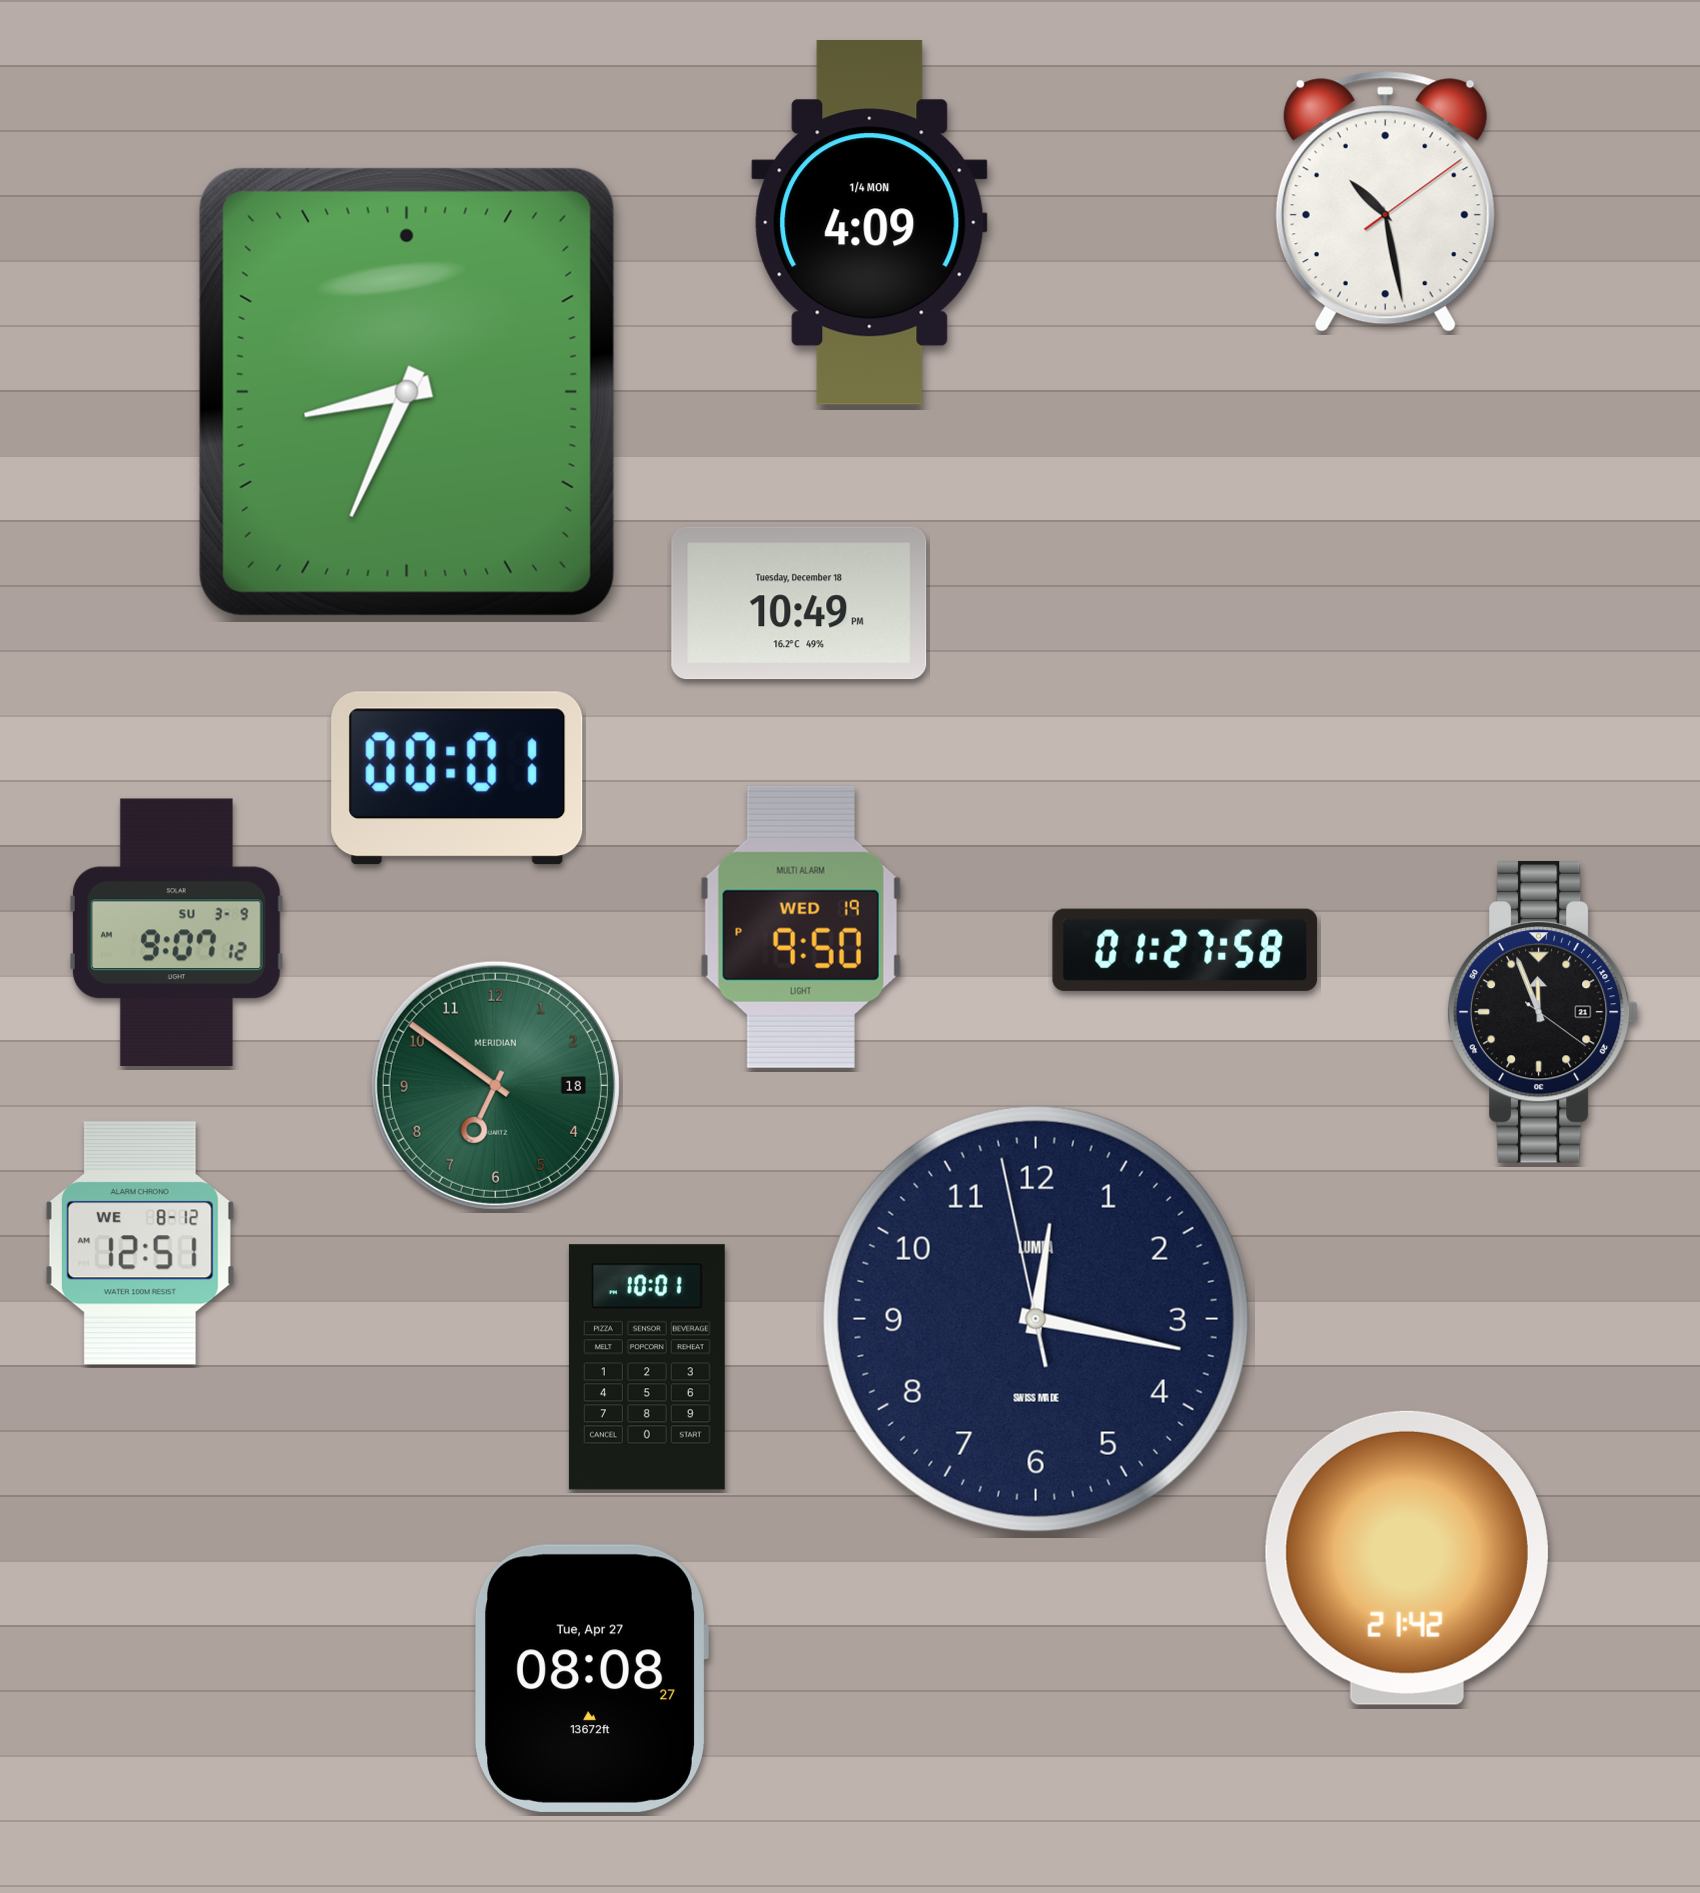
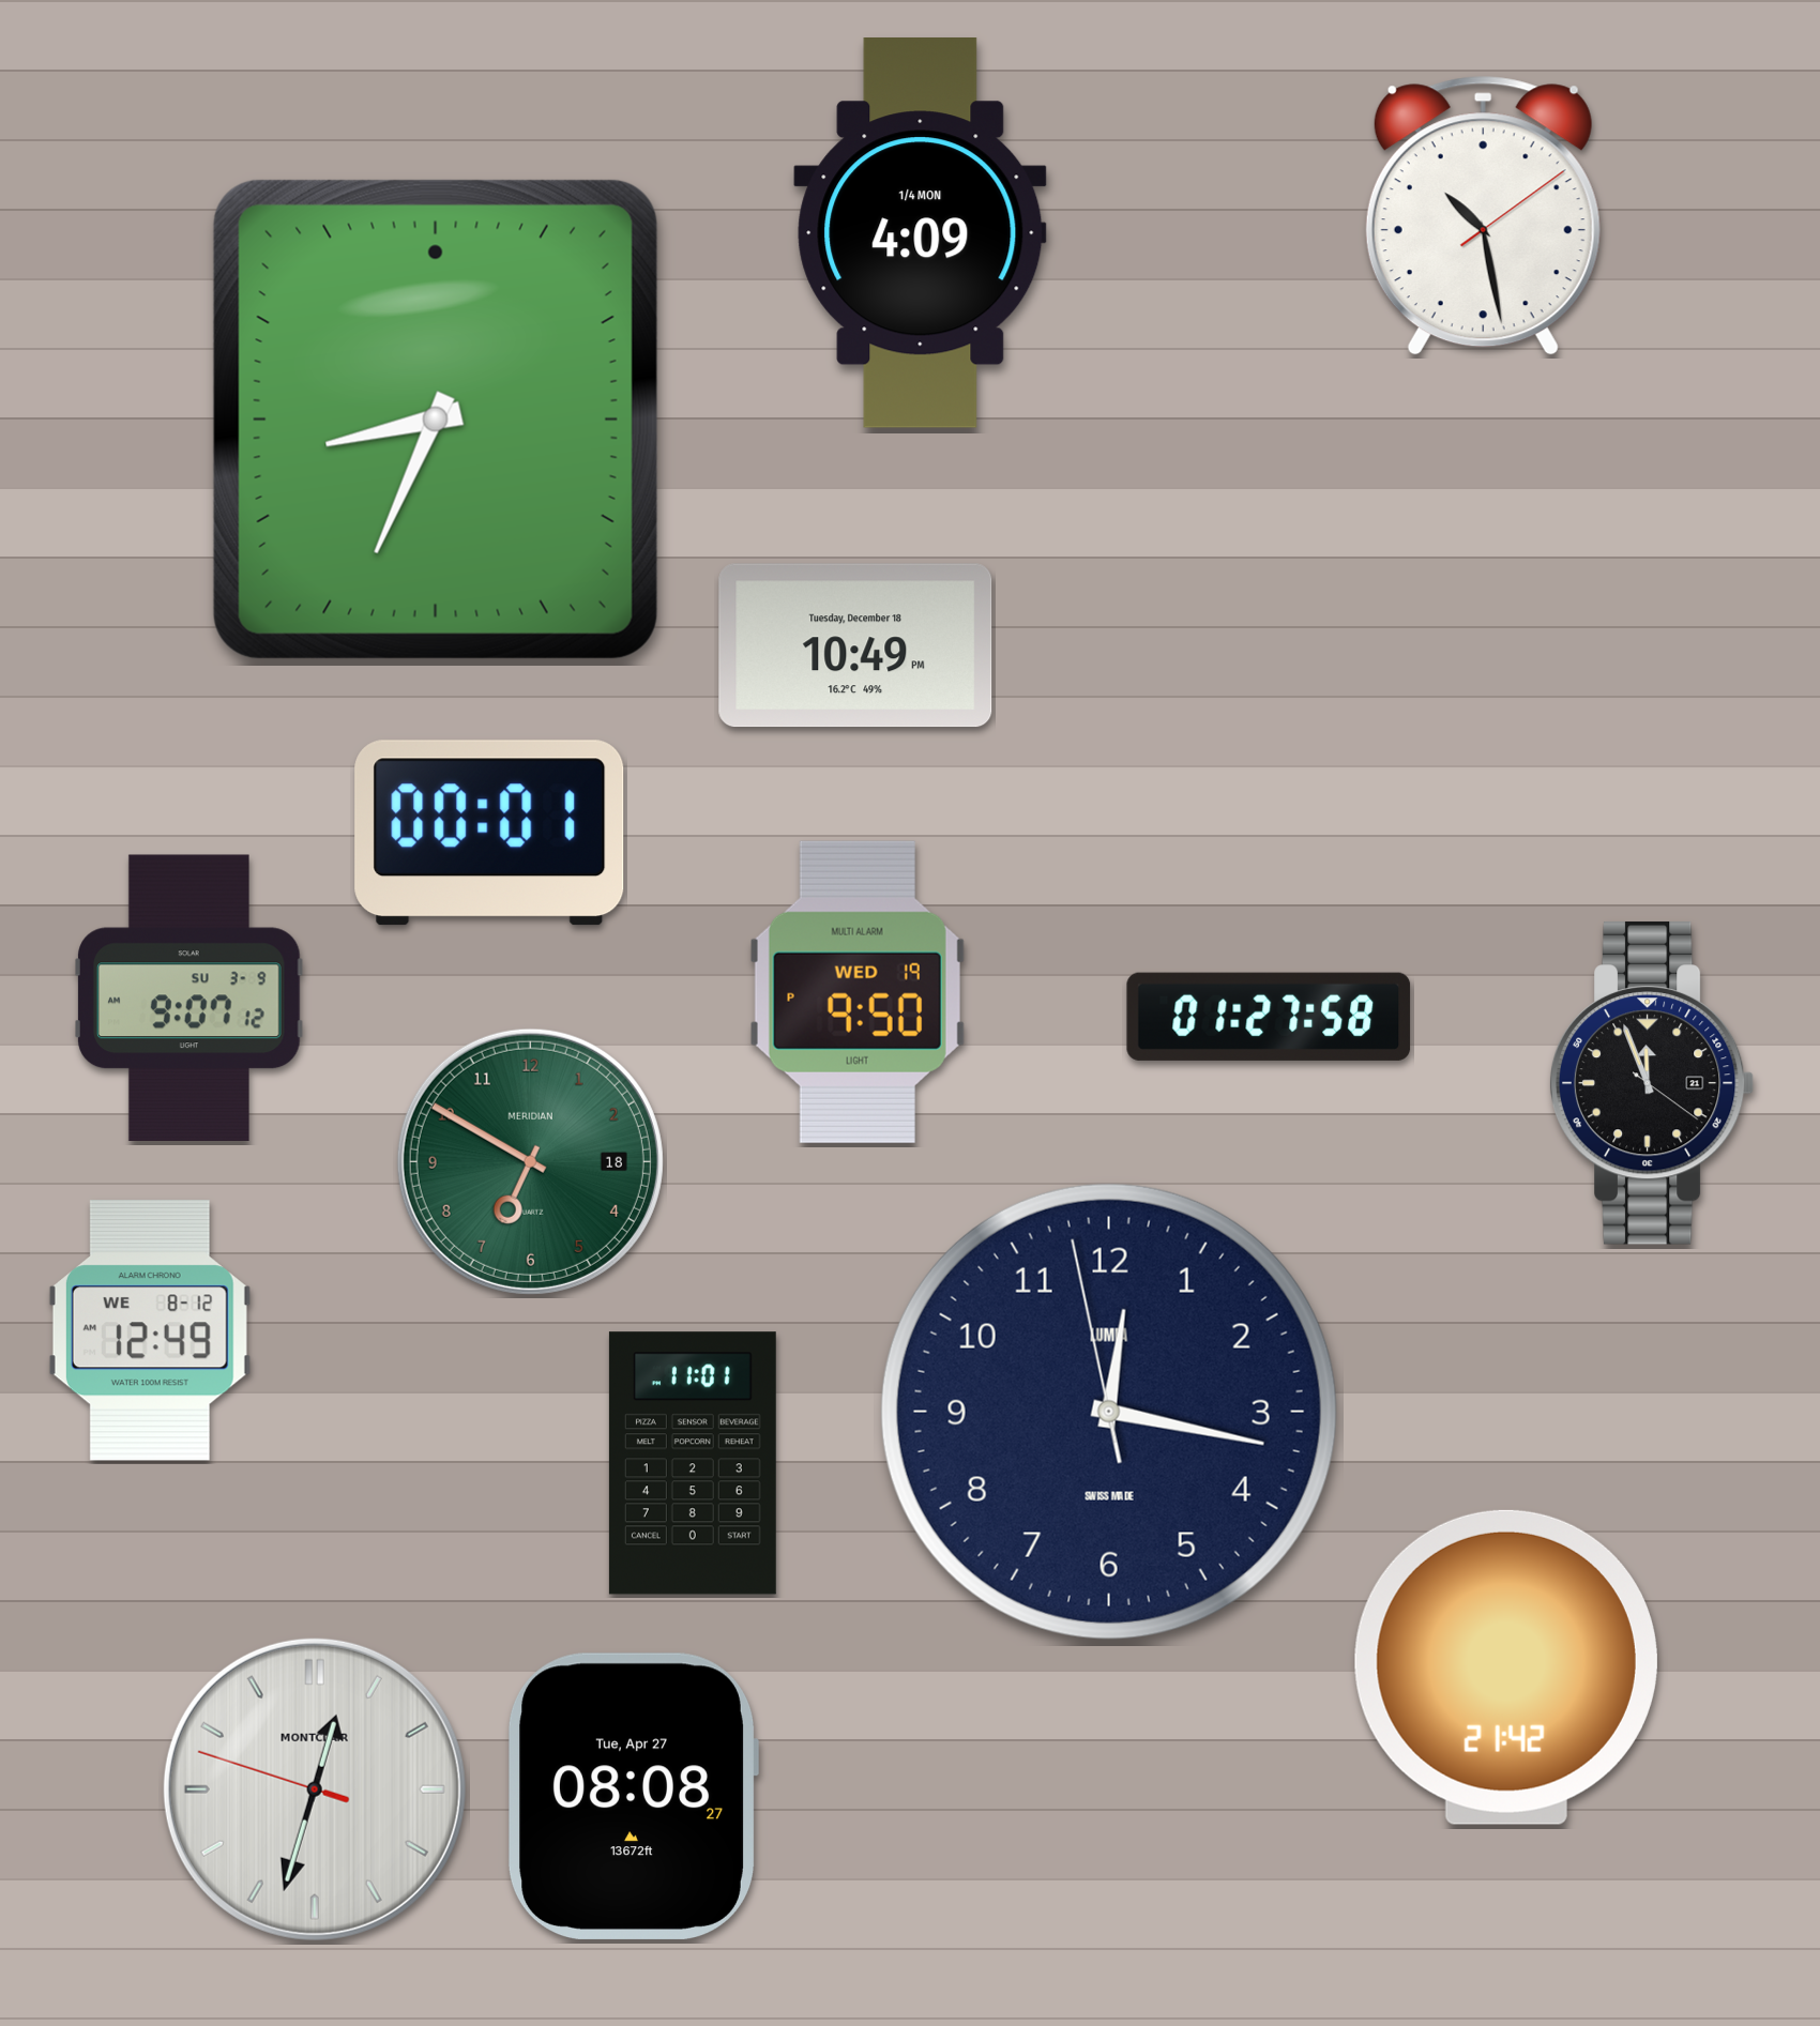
clock at (870, 223) position: (870, 223) -> (921, 233)
clock at (495, 1085): 6:51 -> 6:50
clock at (140, 1243): 12:51 -> 12:49
clock at (647, 1367): 10:01 -> 11:01
clock at (315, 1789): none -> 12:32
